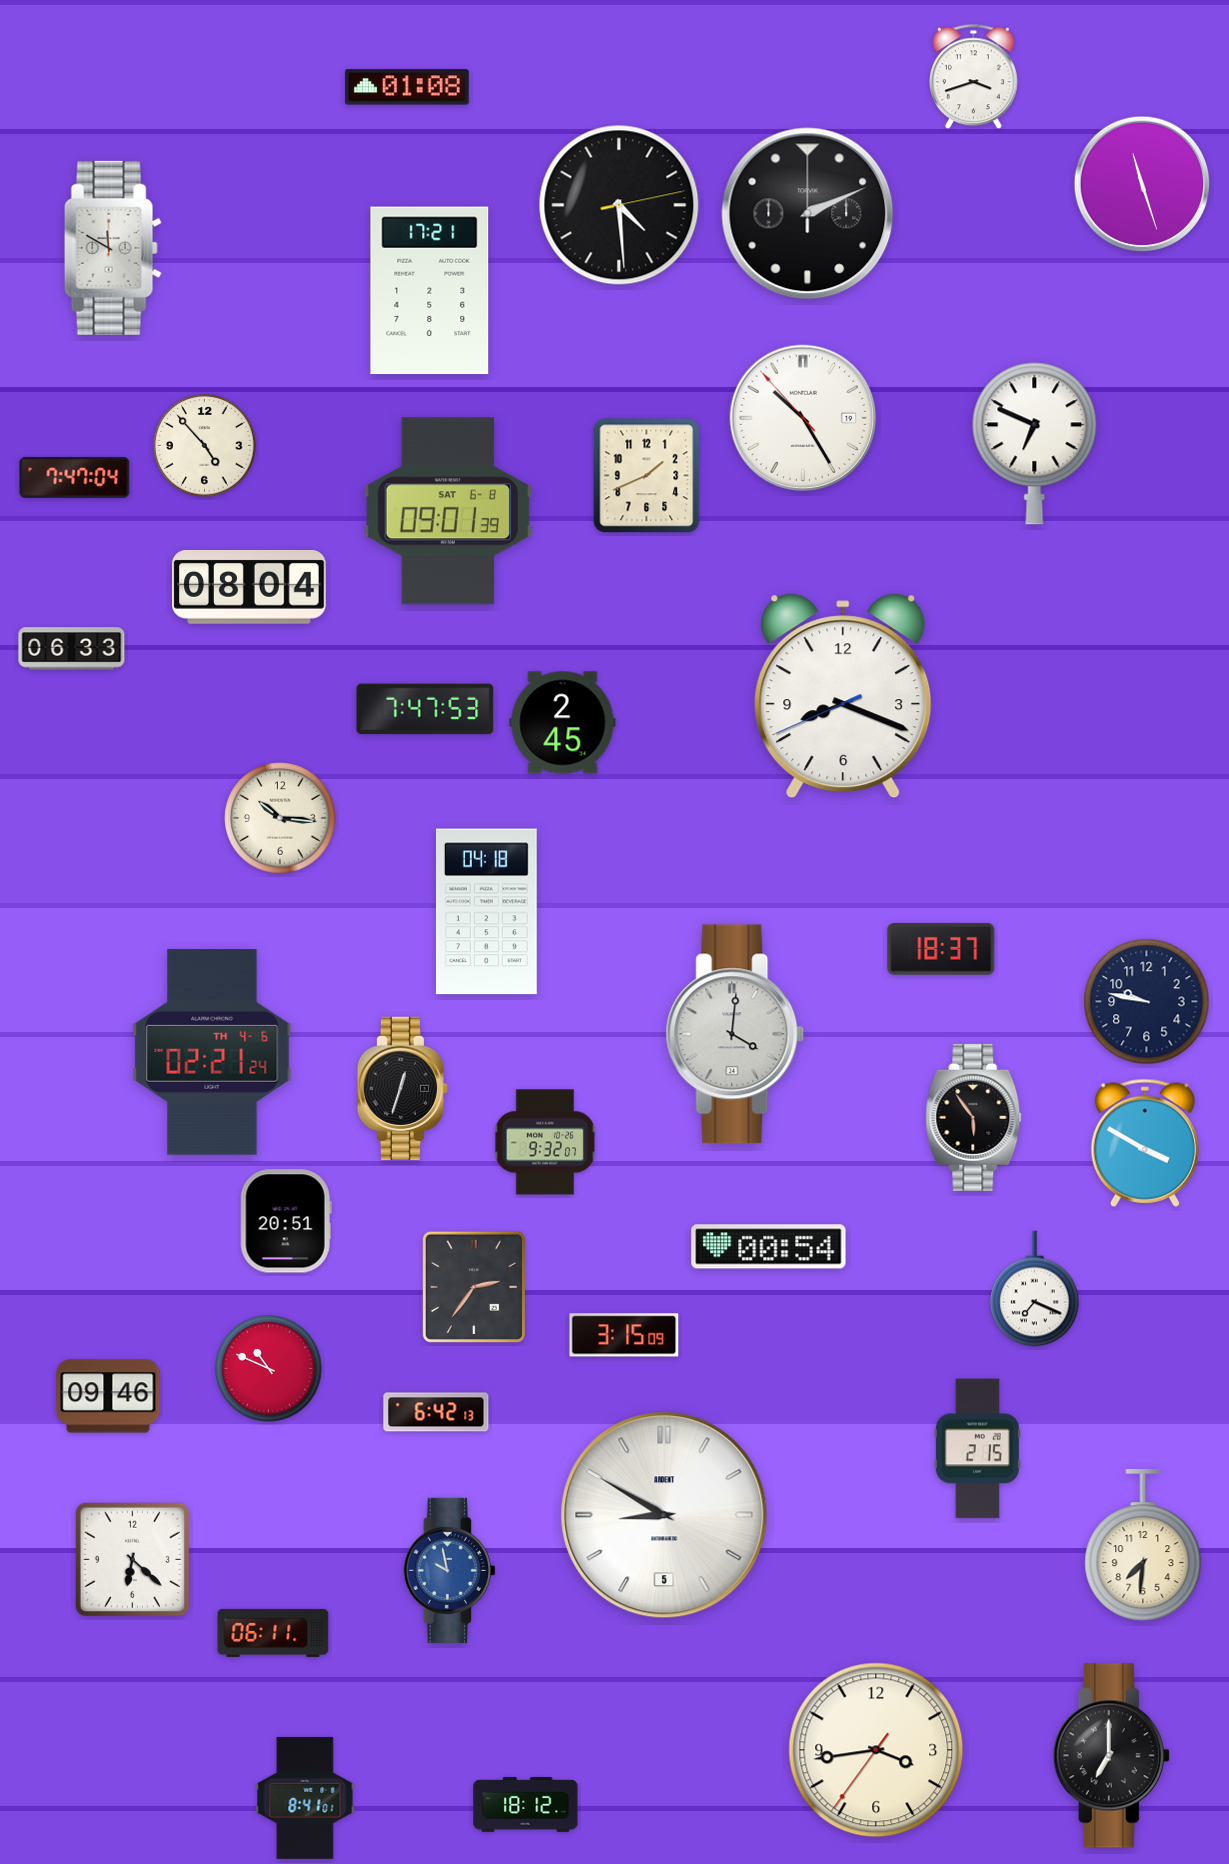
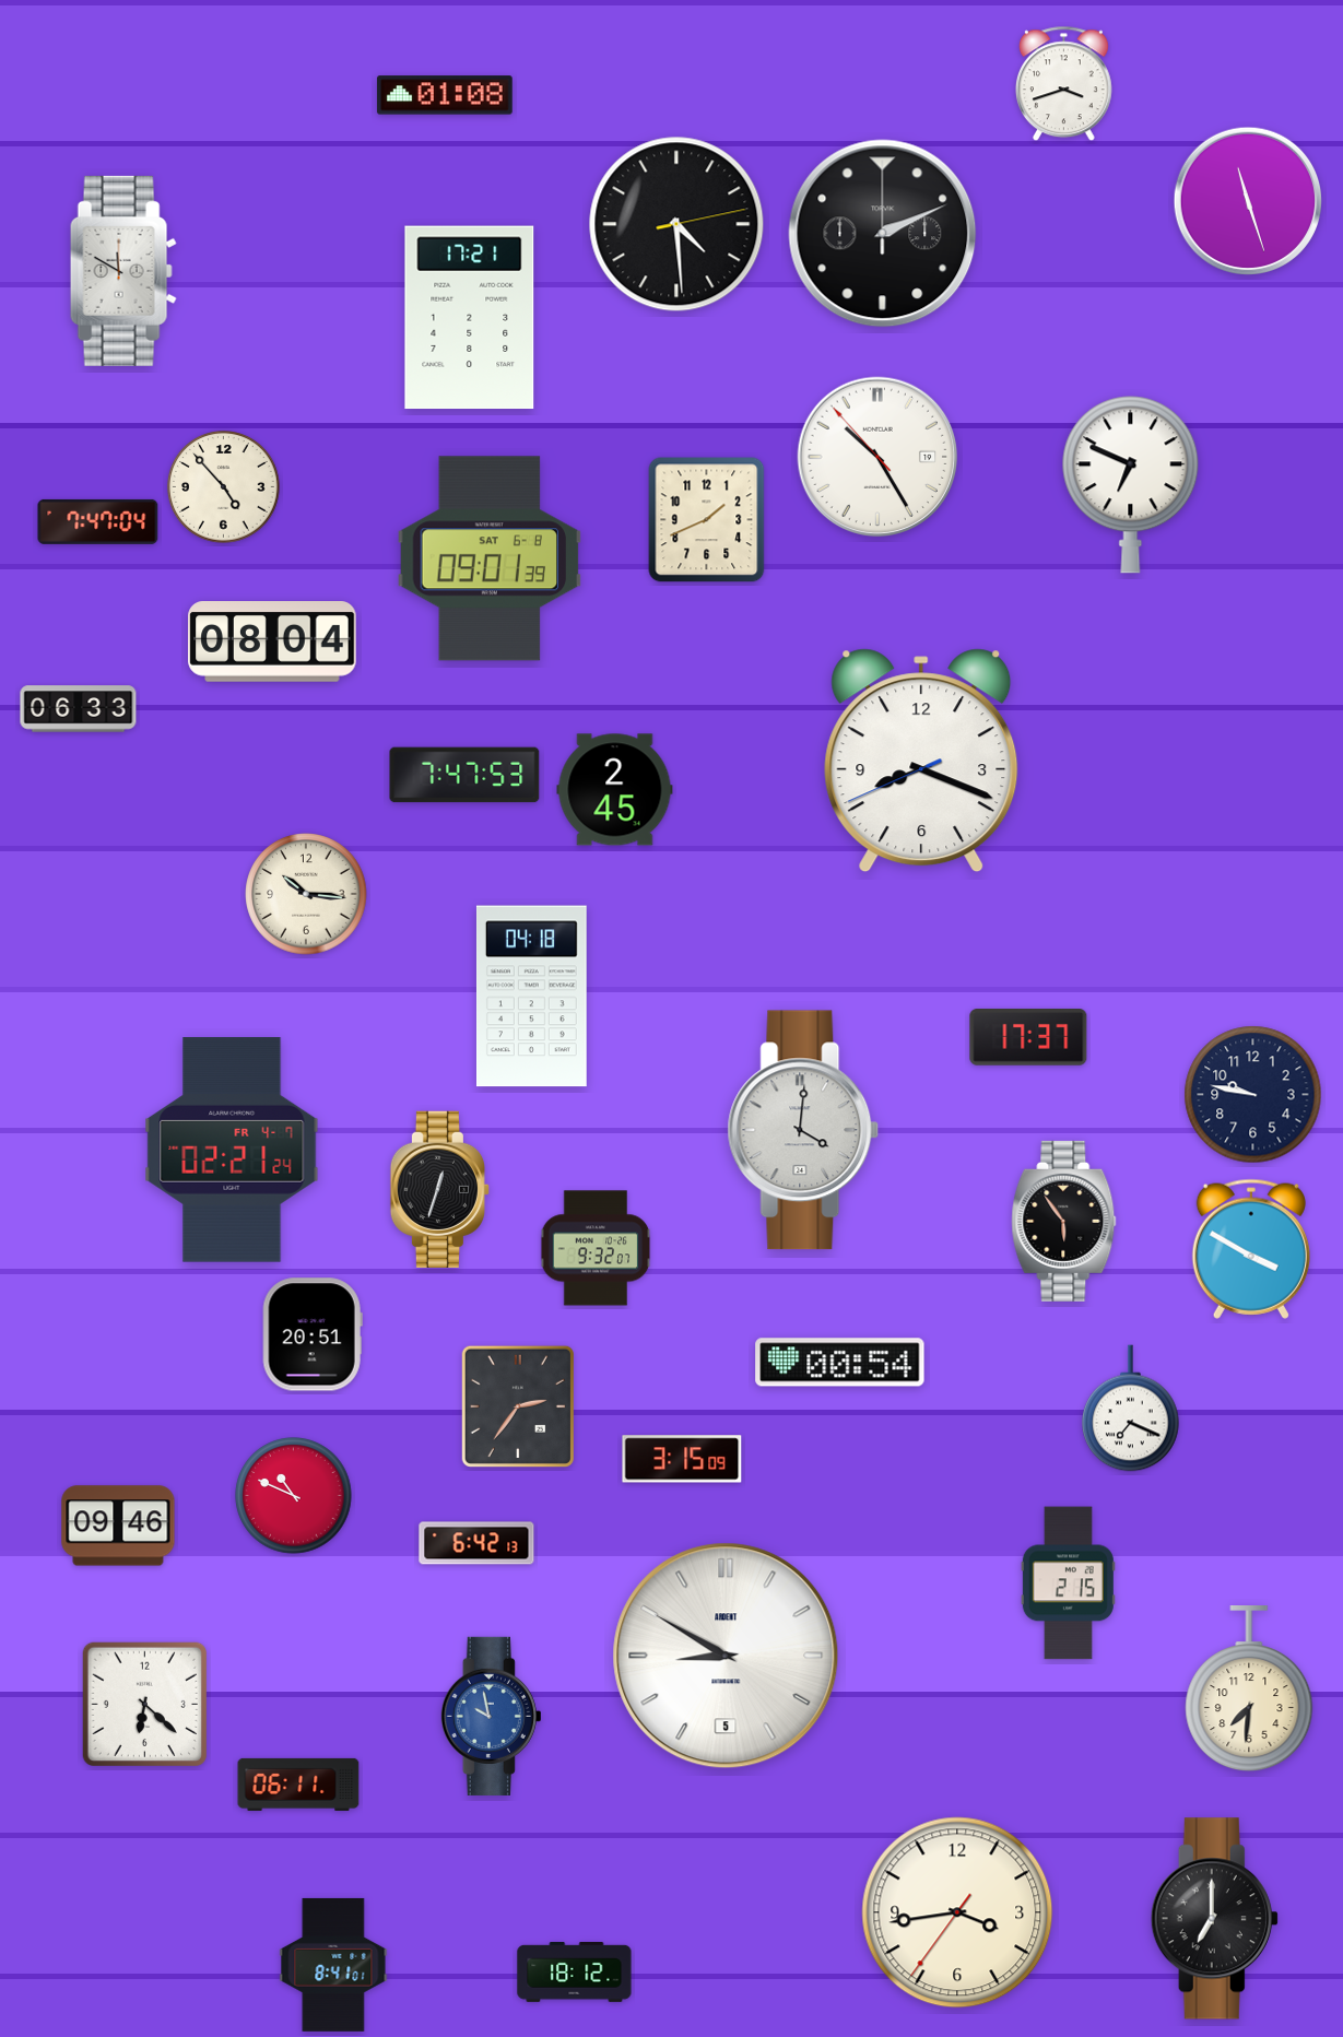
clock at (75, 477) position: (75, 477) -> (98, 521)
clock at (941, 950): 18:37 -> 17:37
clock at (212, 1052) date: TH 4-6 -> FR 4-7
